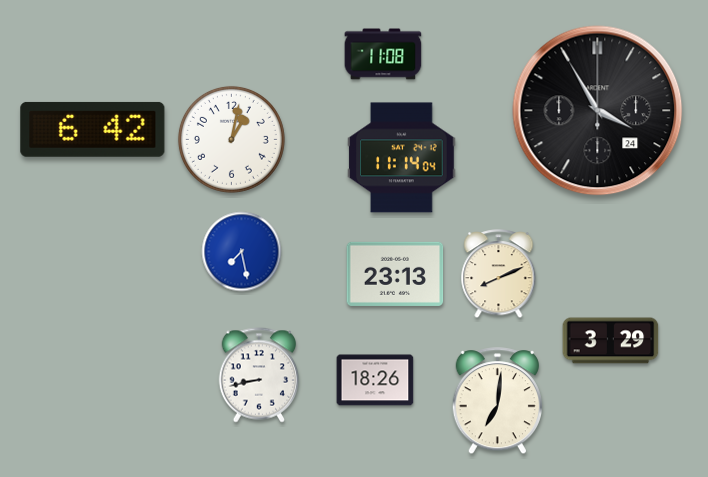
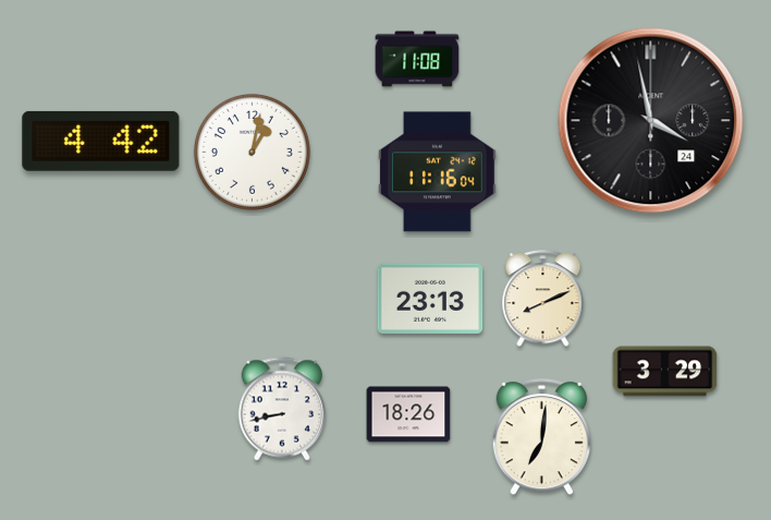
clock at (598, 111): 3:55 -> 3:58
clock at (93, 129): 6:42 -> 4:42
clock at (402, 158): 11:14 -> 11:16
clock at (242, 252): 7:28 -> none
